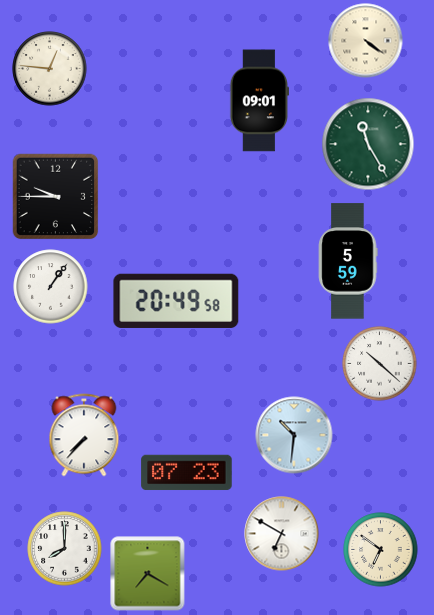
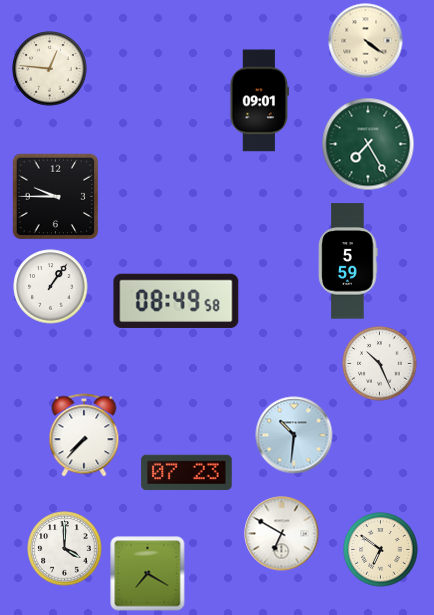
clock at (368, 144): 11:25 -> 7:25
clock at (176, 300): 20:49 -> 08:49
clock at (380, 364): 10:22 -> 10:26
clock at (65, 549): 8:00 -> 4:00
